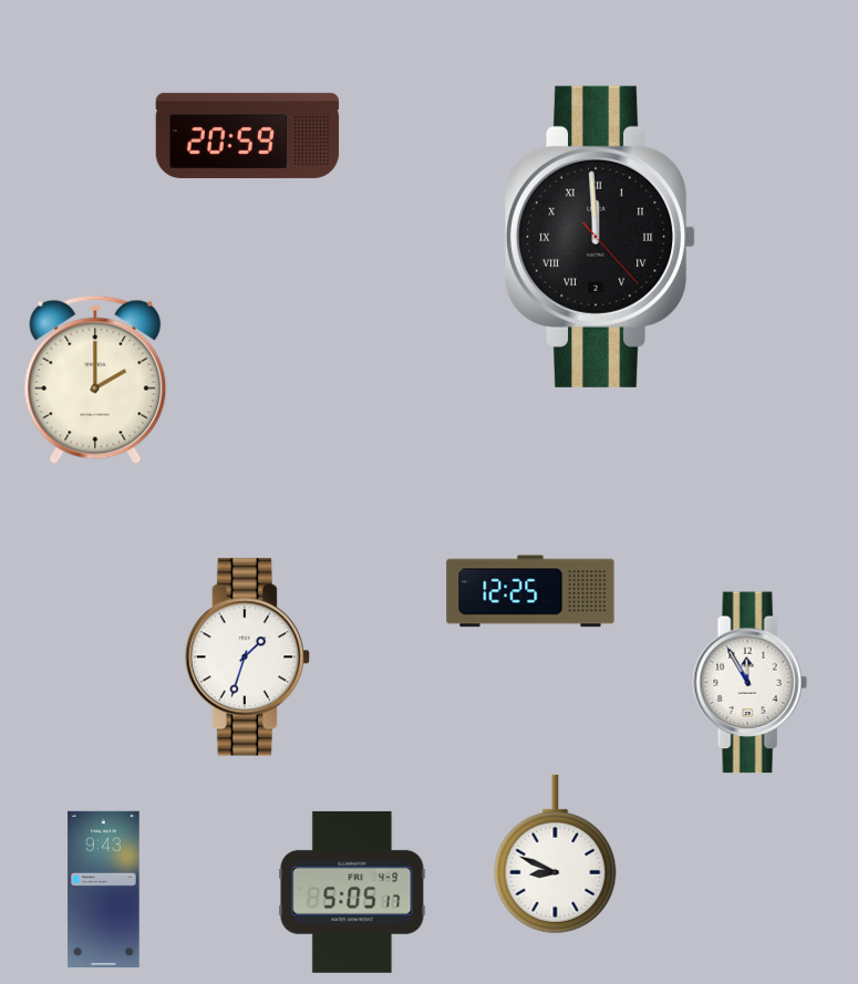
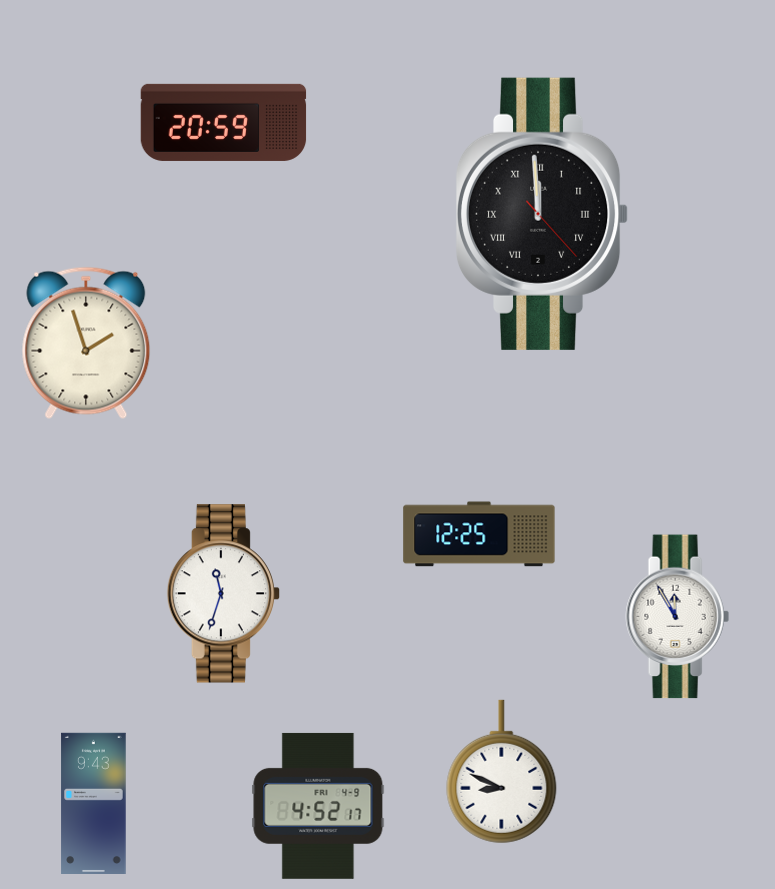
clock at (95, 380): 2:00 -> 1:57
clock at (247, 657): 1:33 -> 11:33
clock at (352, 892): 5:05 -> 4:52
